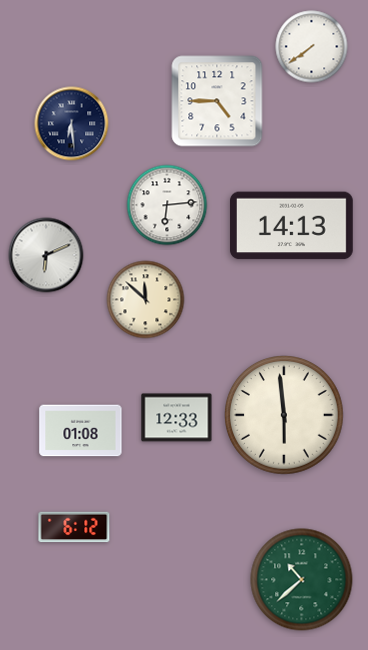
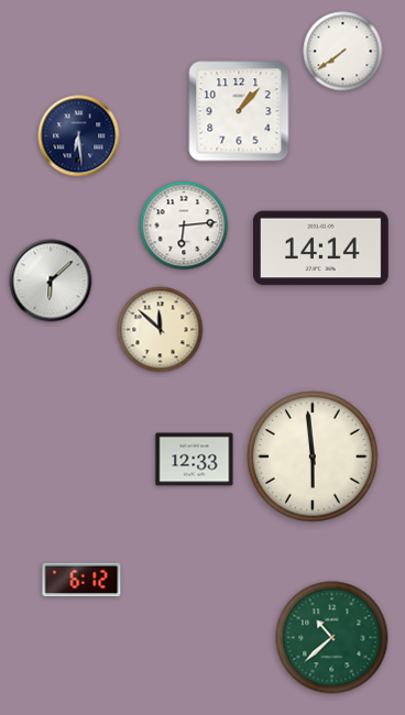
clock at (217, 101): 4:45 -> 1:07
clock at (291, 226): 14:13 -> 14:14
clock at (46, 255): 6:11 -> 6:08
clock at (81, 431): 01:08 -> none
